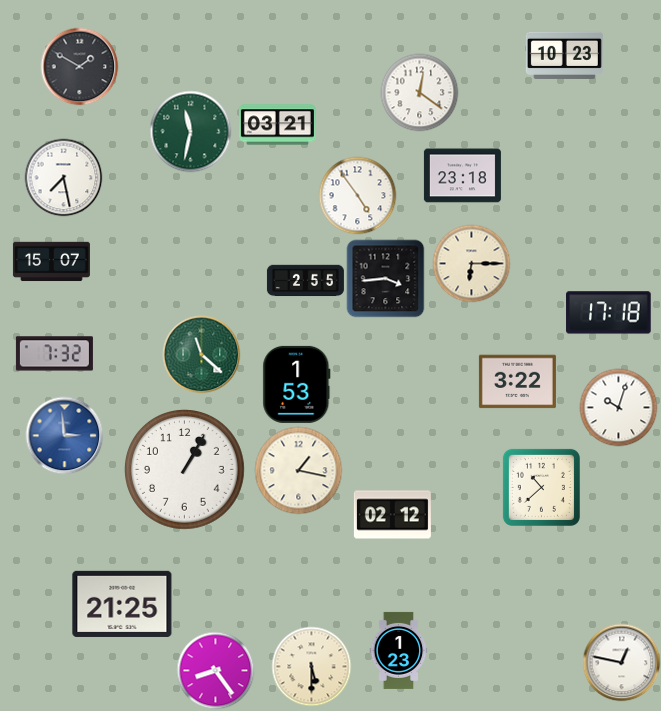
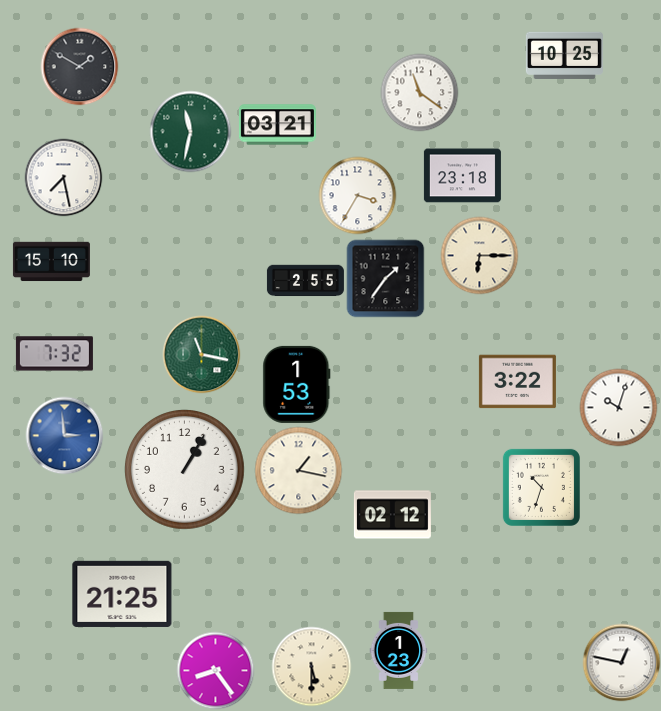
clock at (564, 55): 10:23 -> 10:25
clock at (419, 92): 12:21 -> 11:21
clock at (357, 195): 4:54 -> 3:35
clock at (51, 262): 15:07 -> 15:10
clock at (471, 263) position: (471, 263) -> (479, 255)
clock at (385, 278): 3:44 -> 1:36
clock at (609, 313): 17:18 -> none
clock at (201, 354): 11:22 -> 11:17
clock at (541, 487): 10:38 -> 10:33
clock at (122, 604) position: (122, 604) -> (122, 594)
